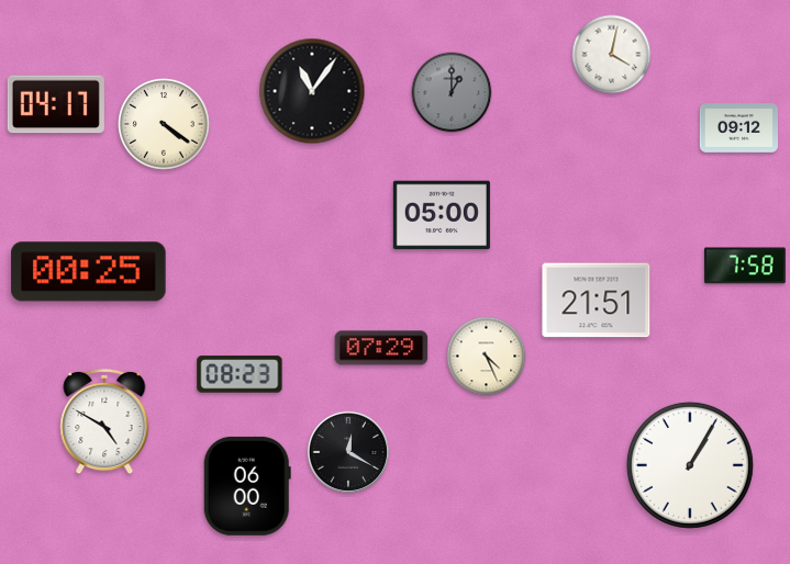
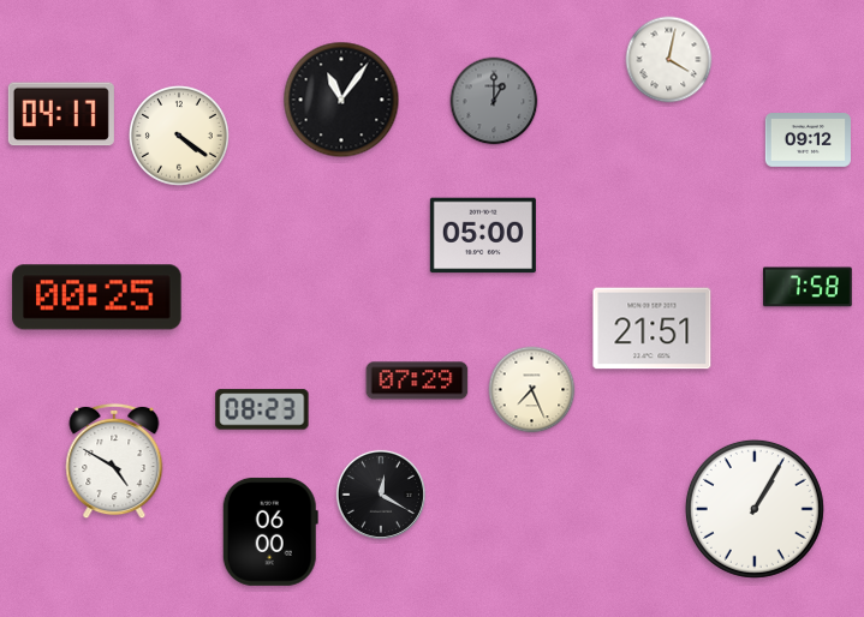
clock at (745, 266) position: (745, 266) -> (808, 287)
clock at (487, 357): 4:26 -> 7:26
